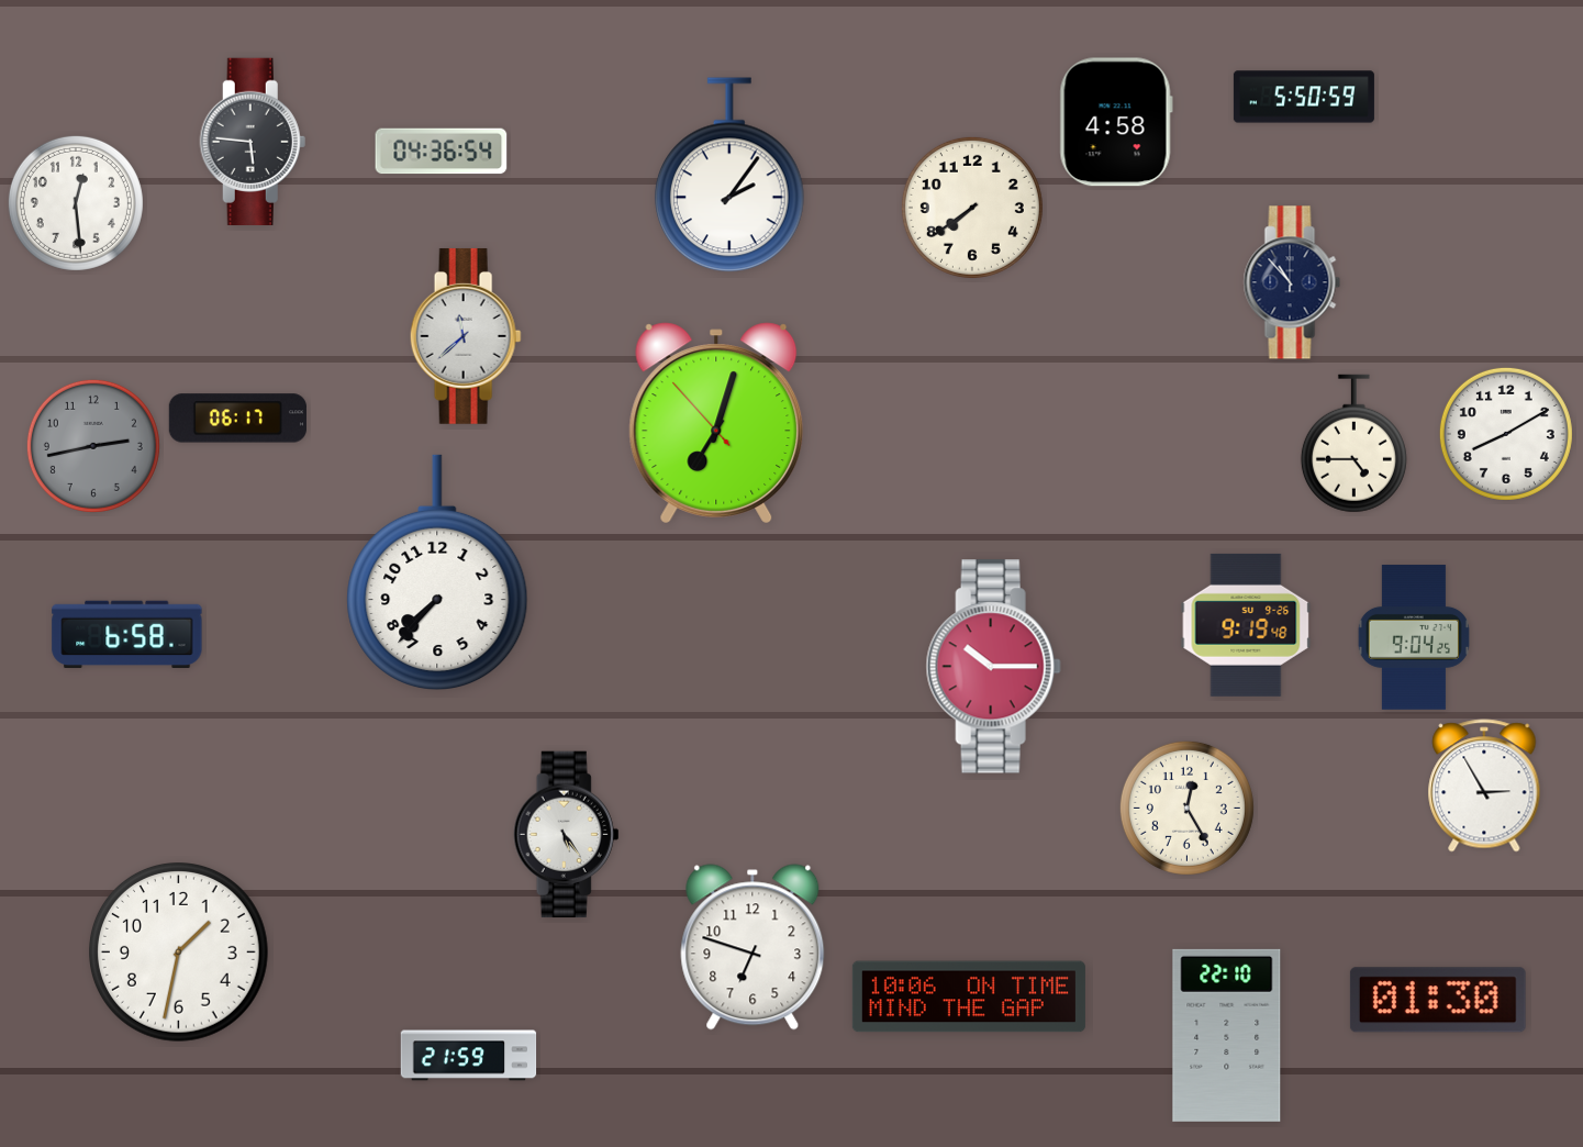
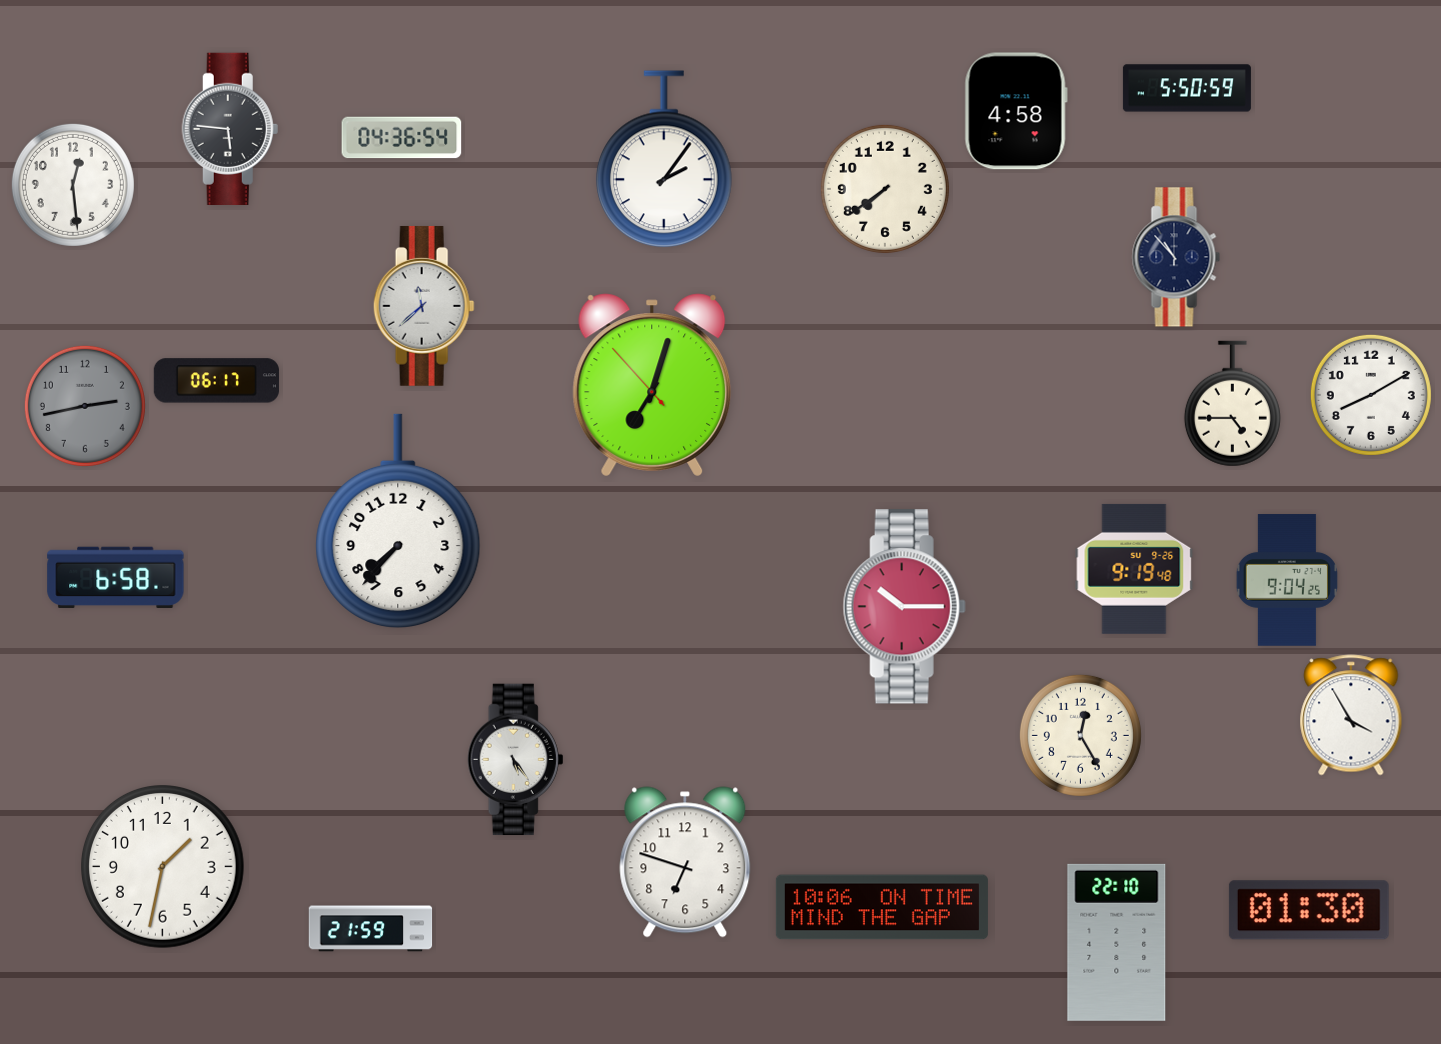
clock at (76, 203) position: (76, 203) -> (73, 185)
clock at (1484, 786): 2:55 -> 3:55
clock at (469, 1056) position: (469, 1056) -> (371, 929)
